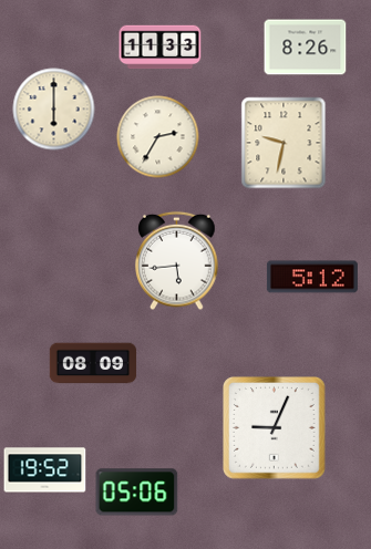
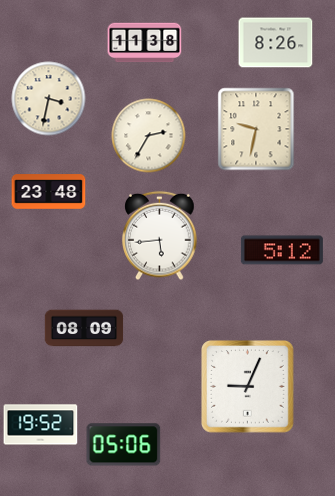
clock at (161, 48): 11:33 -> 11:38
clock at (54, 110): 6:00 -> 3:32
clock at (158, 137) position: (158, 137) -> (149, 136)
clock at (49, 192): none -> 23:48
